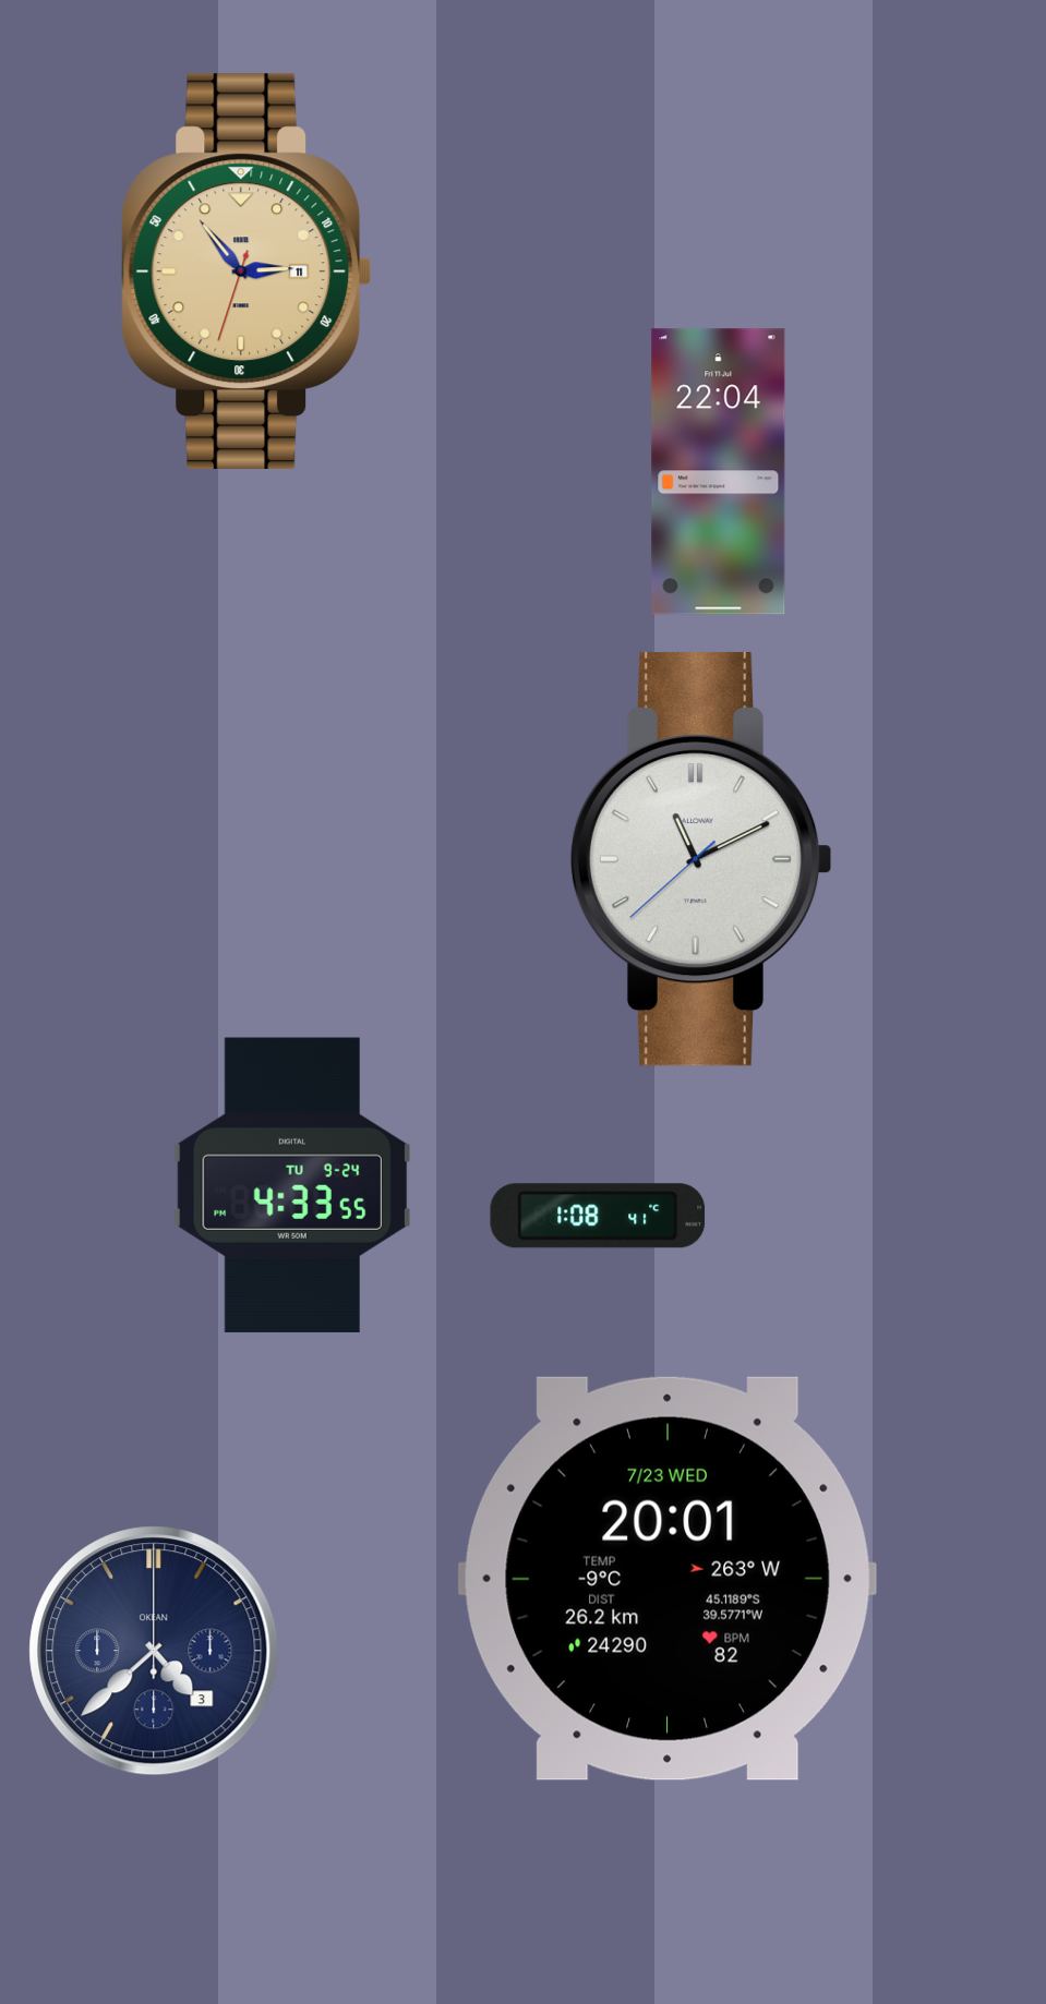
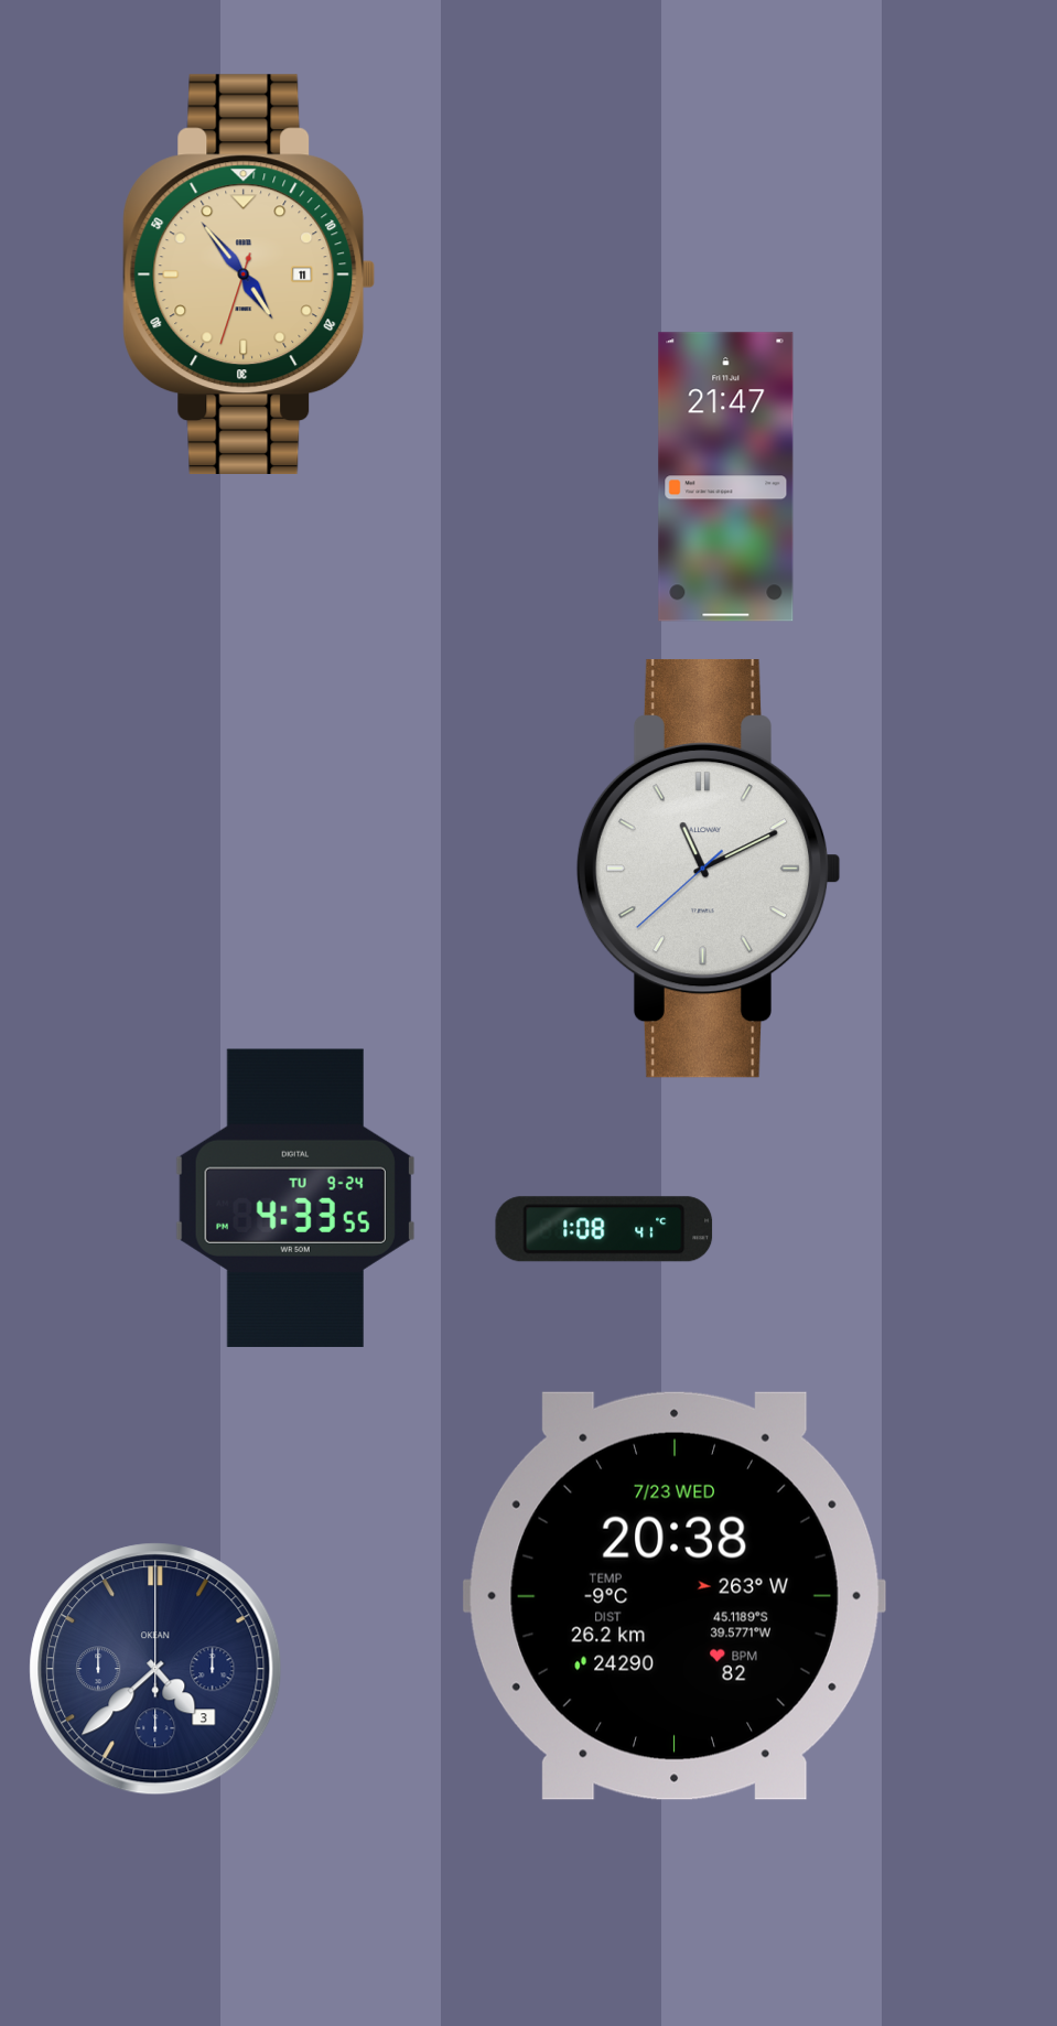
clock at (247, 270): 2:53 -> 4:53
clock at (719, 472): 22:04 -> 21:47
clock at (668, 1579): 20:01 -> 20:38
